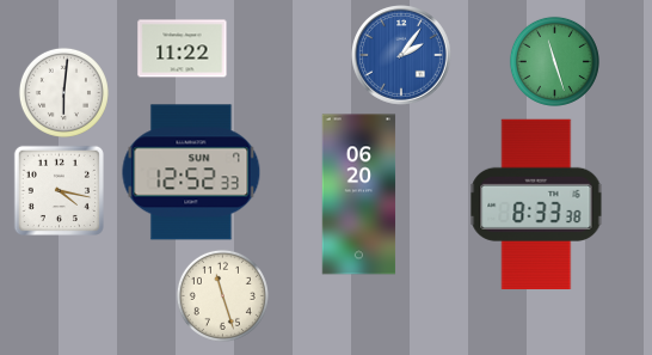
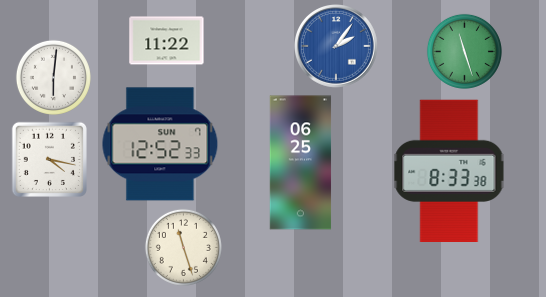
clock at (183, 49) position: (183, 49) -> (167, 41)
clock at (359, 195): 06:20 -> 06:25
clock at (222, 295) position: (222, 295) -> (183, 247)
